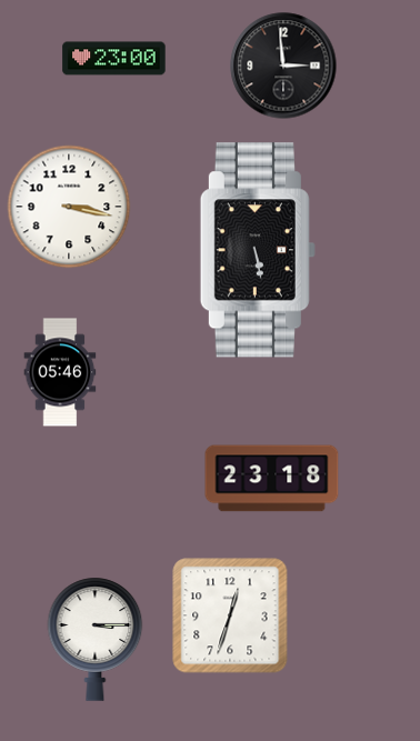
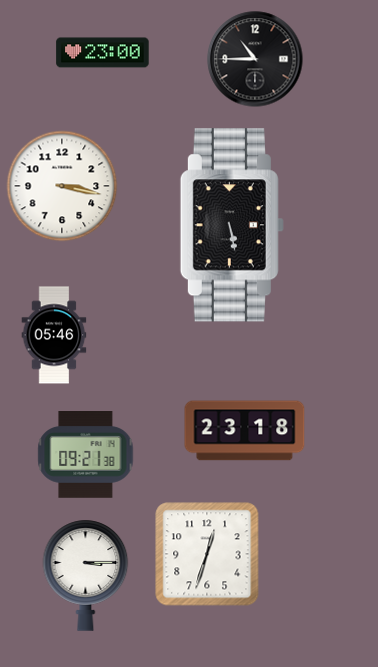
clock at (283, 66): 2:59 -> 10:45
clock at (86, 455): none -> 09:21
